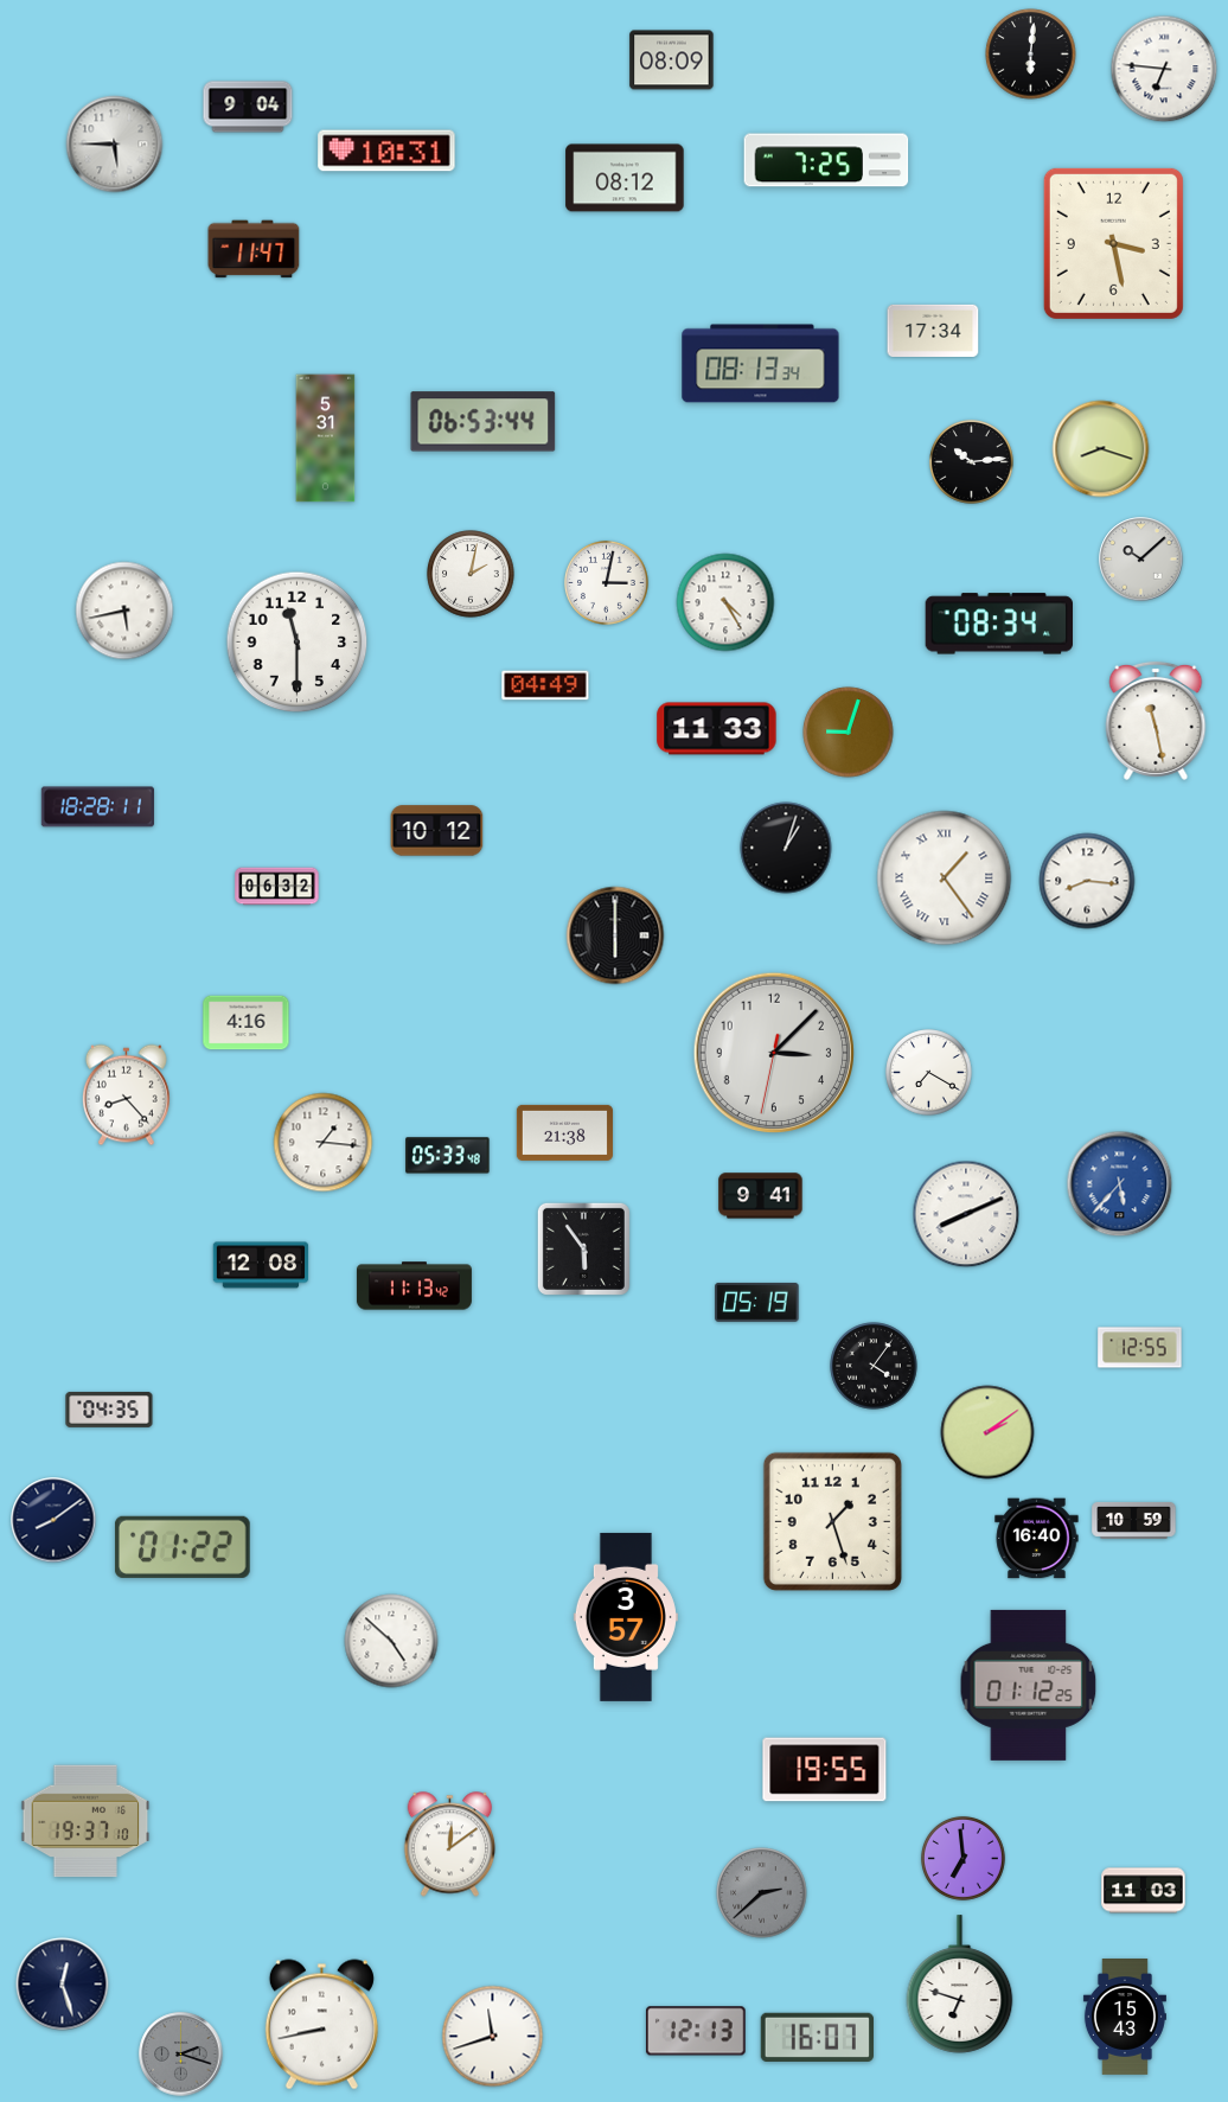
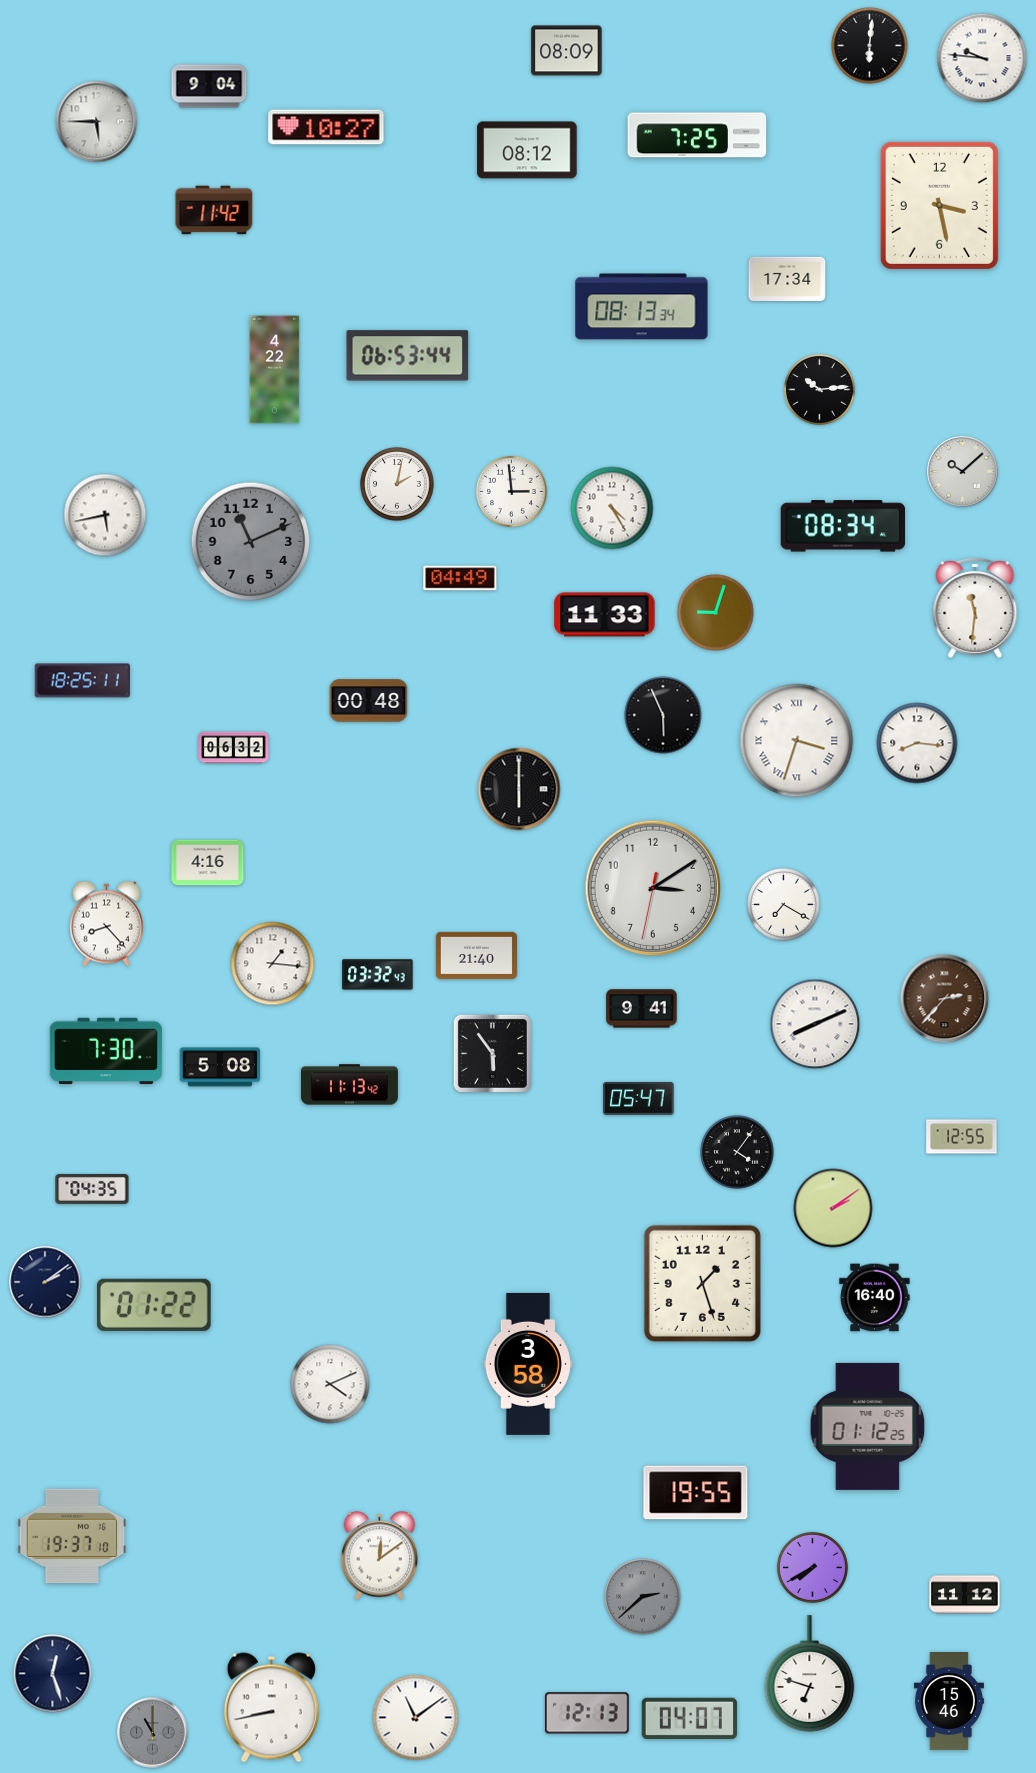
clock at (1164, 69): 6:46 -> 9:46
clock at (248, 107) position: (248, 107) -> (209, 86)
clock at (386, 151): 10:31 -> 10:27
clock at (254, 249): 11:47 -> 11:42
clock at (326, 439): 5:31 -> 4:22
clock at (1101, 449): 8:18 -> none
clock at (606, 582): 3:02 -> 2:59
clock at (298, 643): 11:30 -> 11:11
clock at (298, 643) dial: white -> grey
clock at (1156, 721): 11:28 -> 11:31
clock at (849, 733) position: (849, 733) -> (716, 613)
clock at (97, 807): 18:28 -> 18:25
clock at (437, 831): 10:12 -> 00:48
clock at (786, 848): 1:03 -> 5:56
clock at (945, 879): 1:24 -> 3:33
clock at (773, 1052): 3:07 -> 3:09
clock at (564, 1132): 21:38 -> 21:40
clock at (448, 1156): 05:33 -> 03:32
clock at (1120, 1184): 5:37 -> 2:37
clock at (1120, 1184) dial: blue -> brown
clock at (106, 1051): none -> 7:30
clock at (261, 1265): 12:08 -> 5:08
clock at (757, 1302): 05:19 -> 05:47
clock at (53, 1520): 8:09 -> 2:09
clock at (1134, 1520): 10:59 -> none
clock at (626, 1617): 3:57 -> 3:58
clock at (391, 1641): 4:52 -> 4:11
clock at (1029, 1685) position: (1029, 1685) -> (868, 1426)
clock at (962, 1858): 6:59 -> 7:40
clock at (1144, 1891): 11:03 -> 11:12
clock at (1125, 2018): 15:43 -> 15:46
clock at (493, 2037): 11:42 -> 11:09
clock at (817, 2037): 16:07 -> 04:07
clock at (181, 2055): 2:18 -> 11:00
